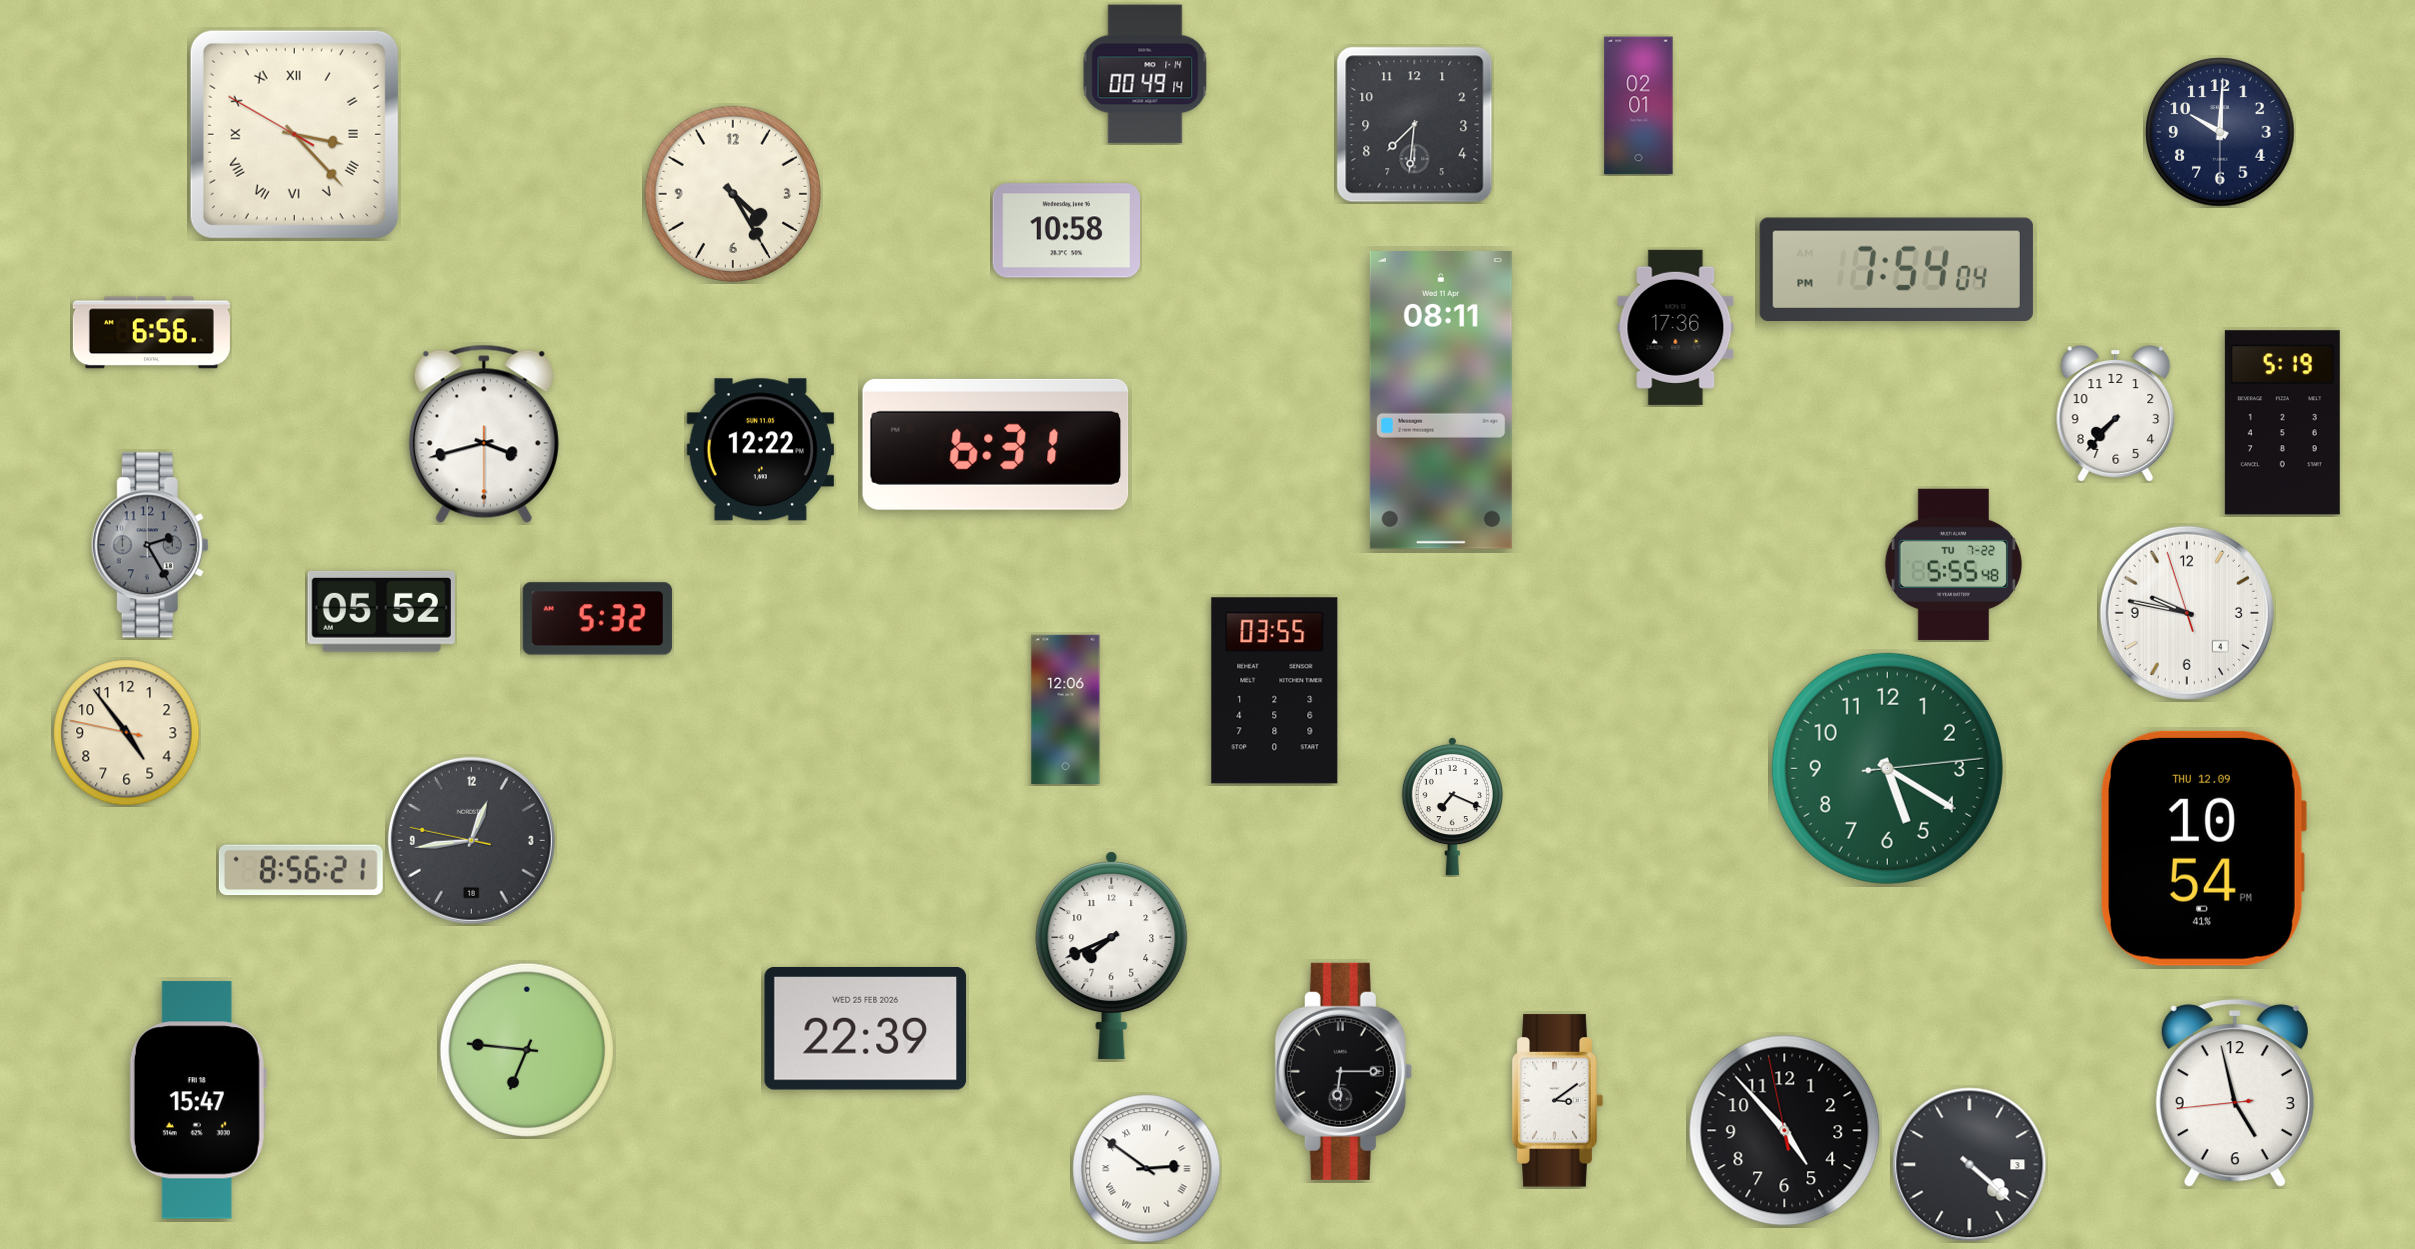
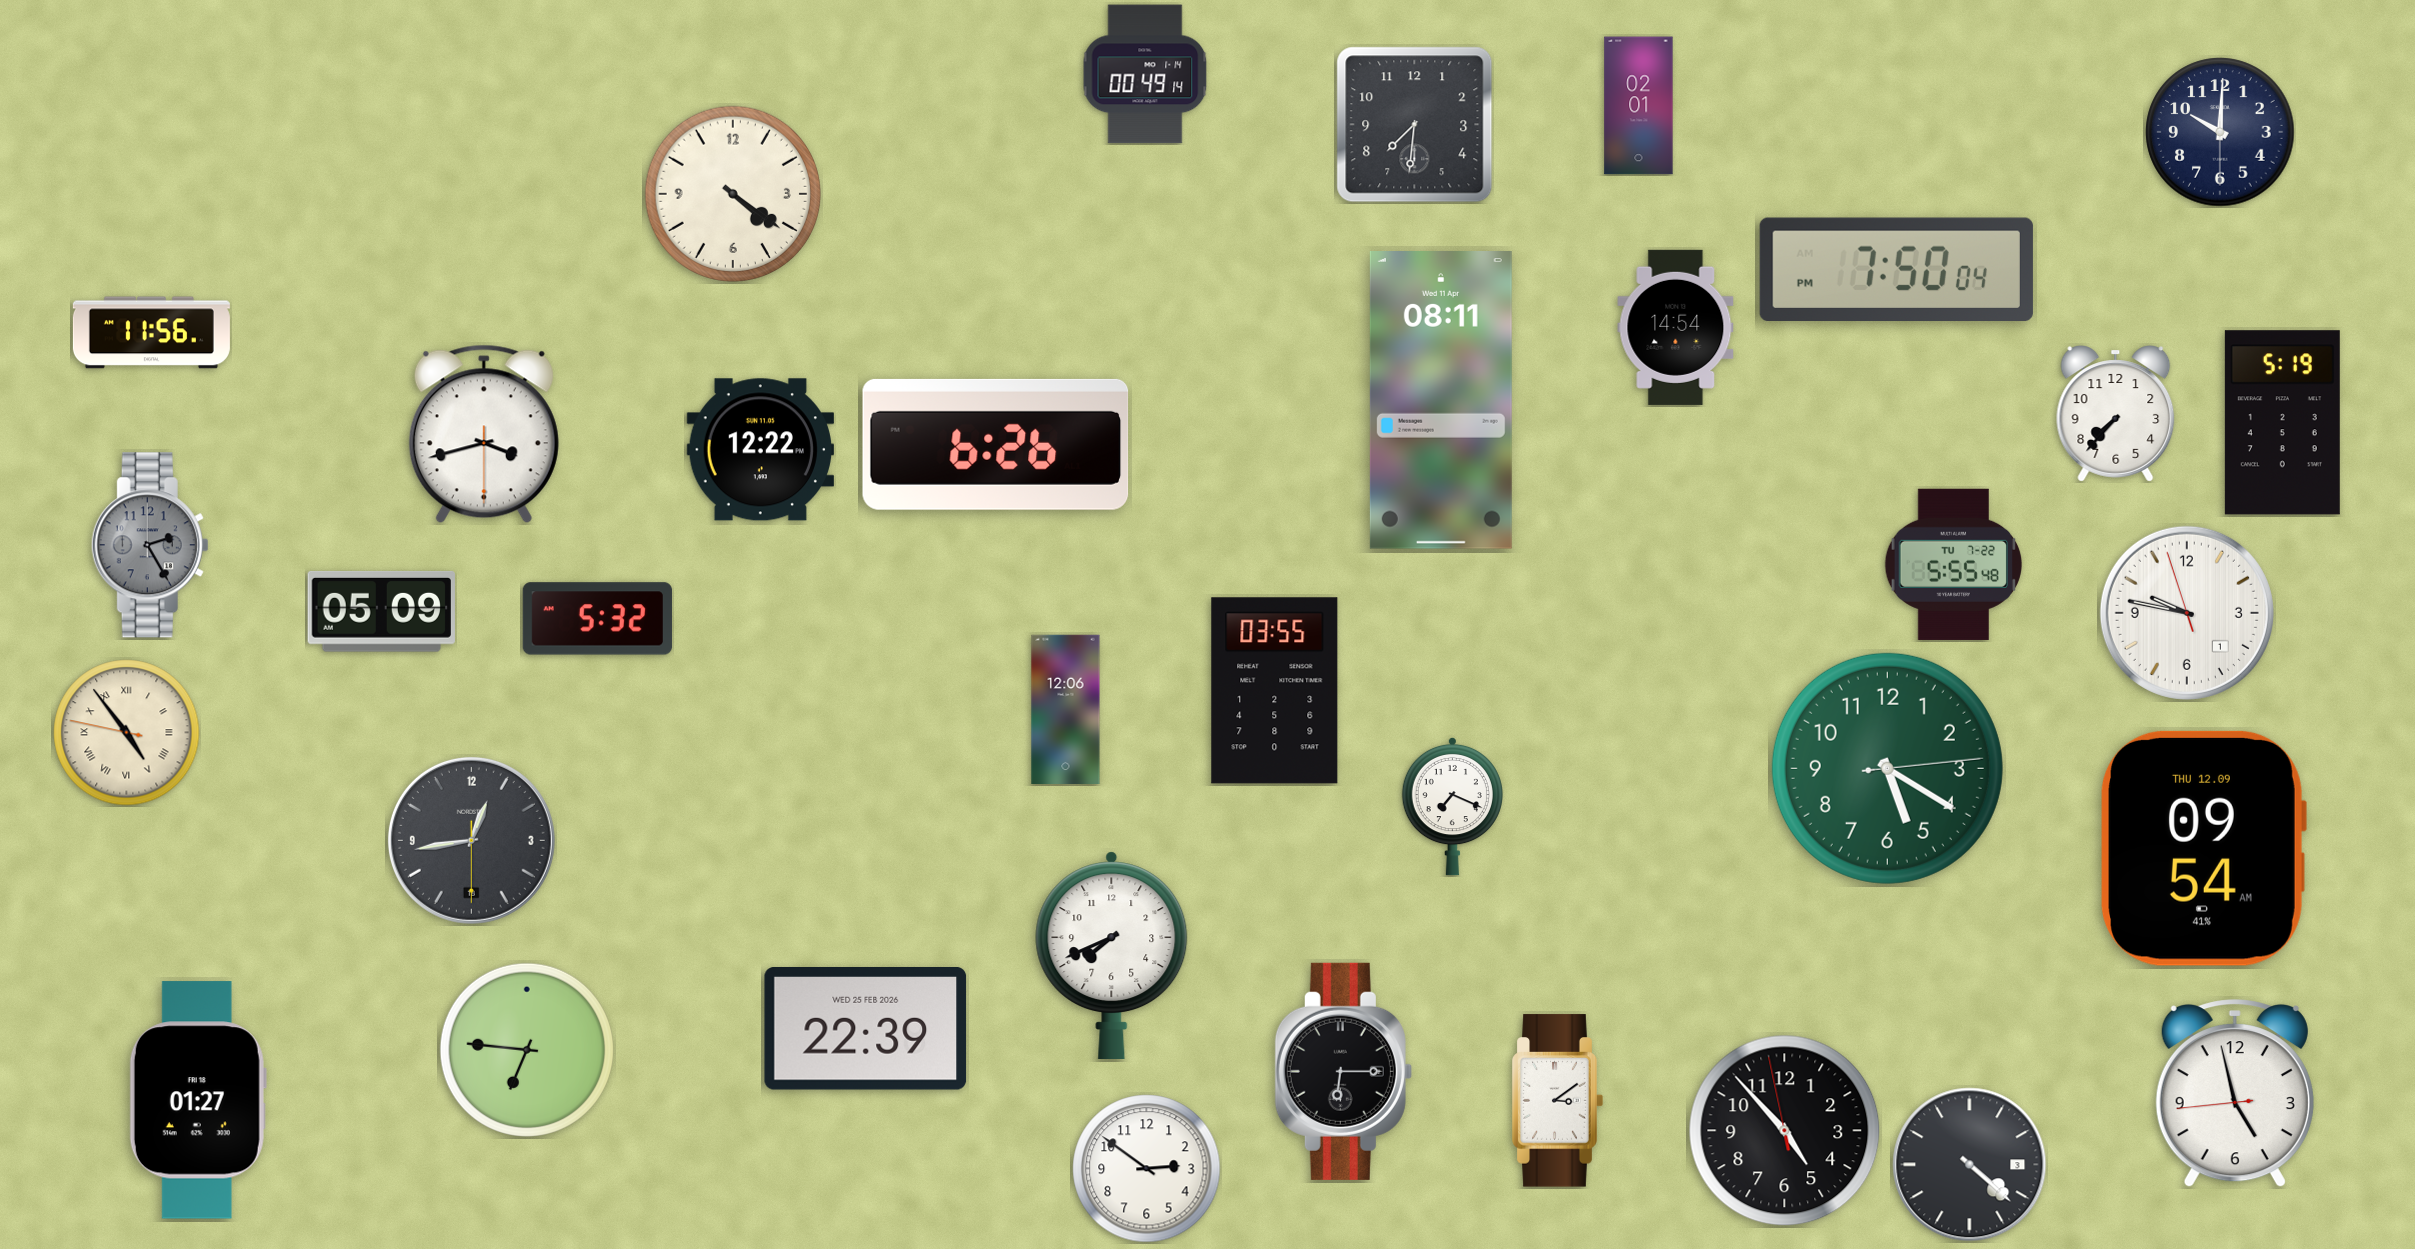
clock at (294, 134): 3:22 -> none
clock at (733, 194): 4:25 -> 4:21
clock at (1066, 231): 10:58 -> none
clock at (1896, 269): 7:54 -> 7:50
clock at (1676, 327): 17:36 -> 14:54
clock at (151, 333): 6:56 -> 11:56
clock at (996, 444): 6:31 -> 6:26
clock at (381, 611): 05:52 -> 05:09
clock at (2187, 613) date: 4 -> 1
clock at (127, 733) numerals: Arabic -> Roman
clock at (471, 840): 12:43:47 -> 12:43:30
clock at (2203, 848): 10:54 -> 09:54
clock at (301, 870): 8:56 -> none
clock at (198, 1100): 15:47 -> 01:27
clock at (1147, 1169) numerals: Roman -> Arabic
